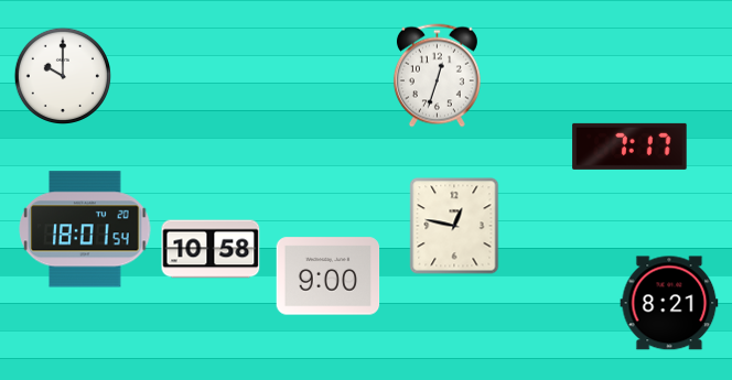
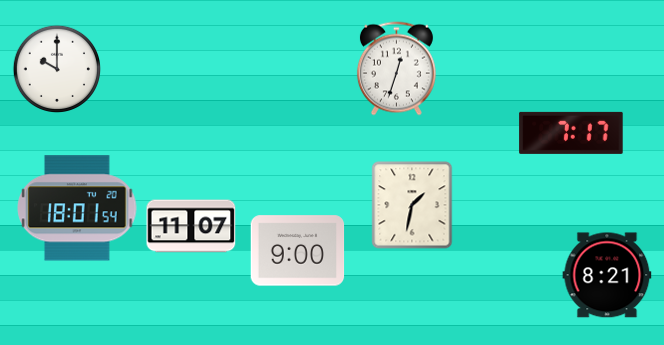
clock at (454, 226): 12:47 -> 1:32
clock at (211, 249): 10:58 -> 11:07
